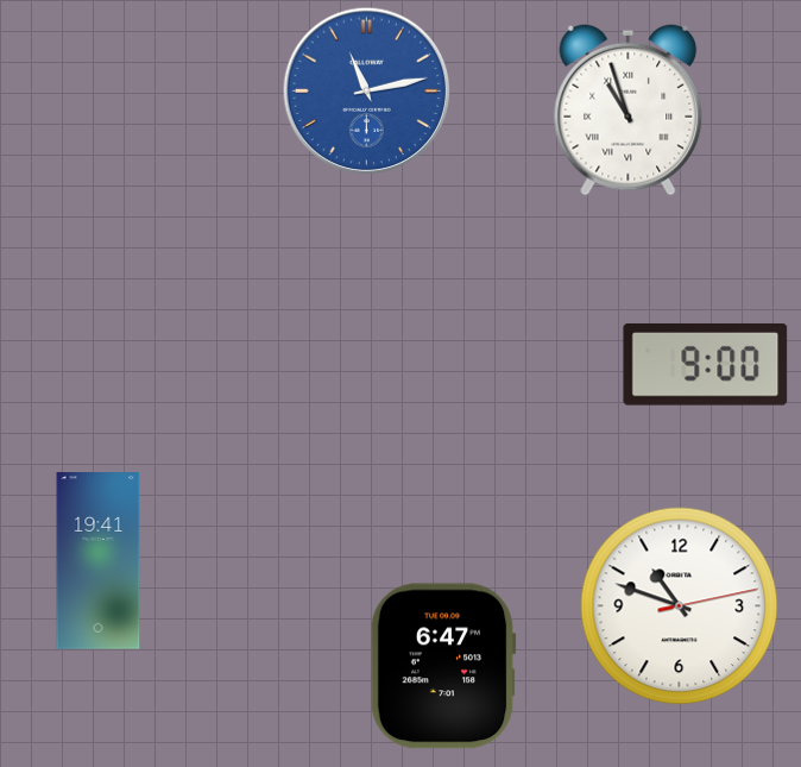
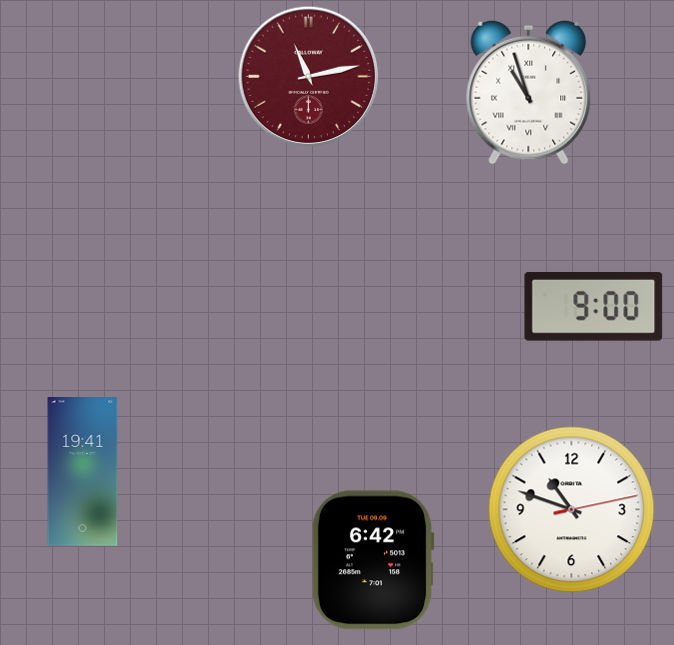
clock at (367, 92) dial: blue -> burgundy
clock at (443, 666): 6:47 -> 6:42
